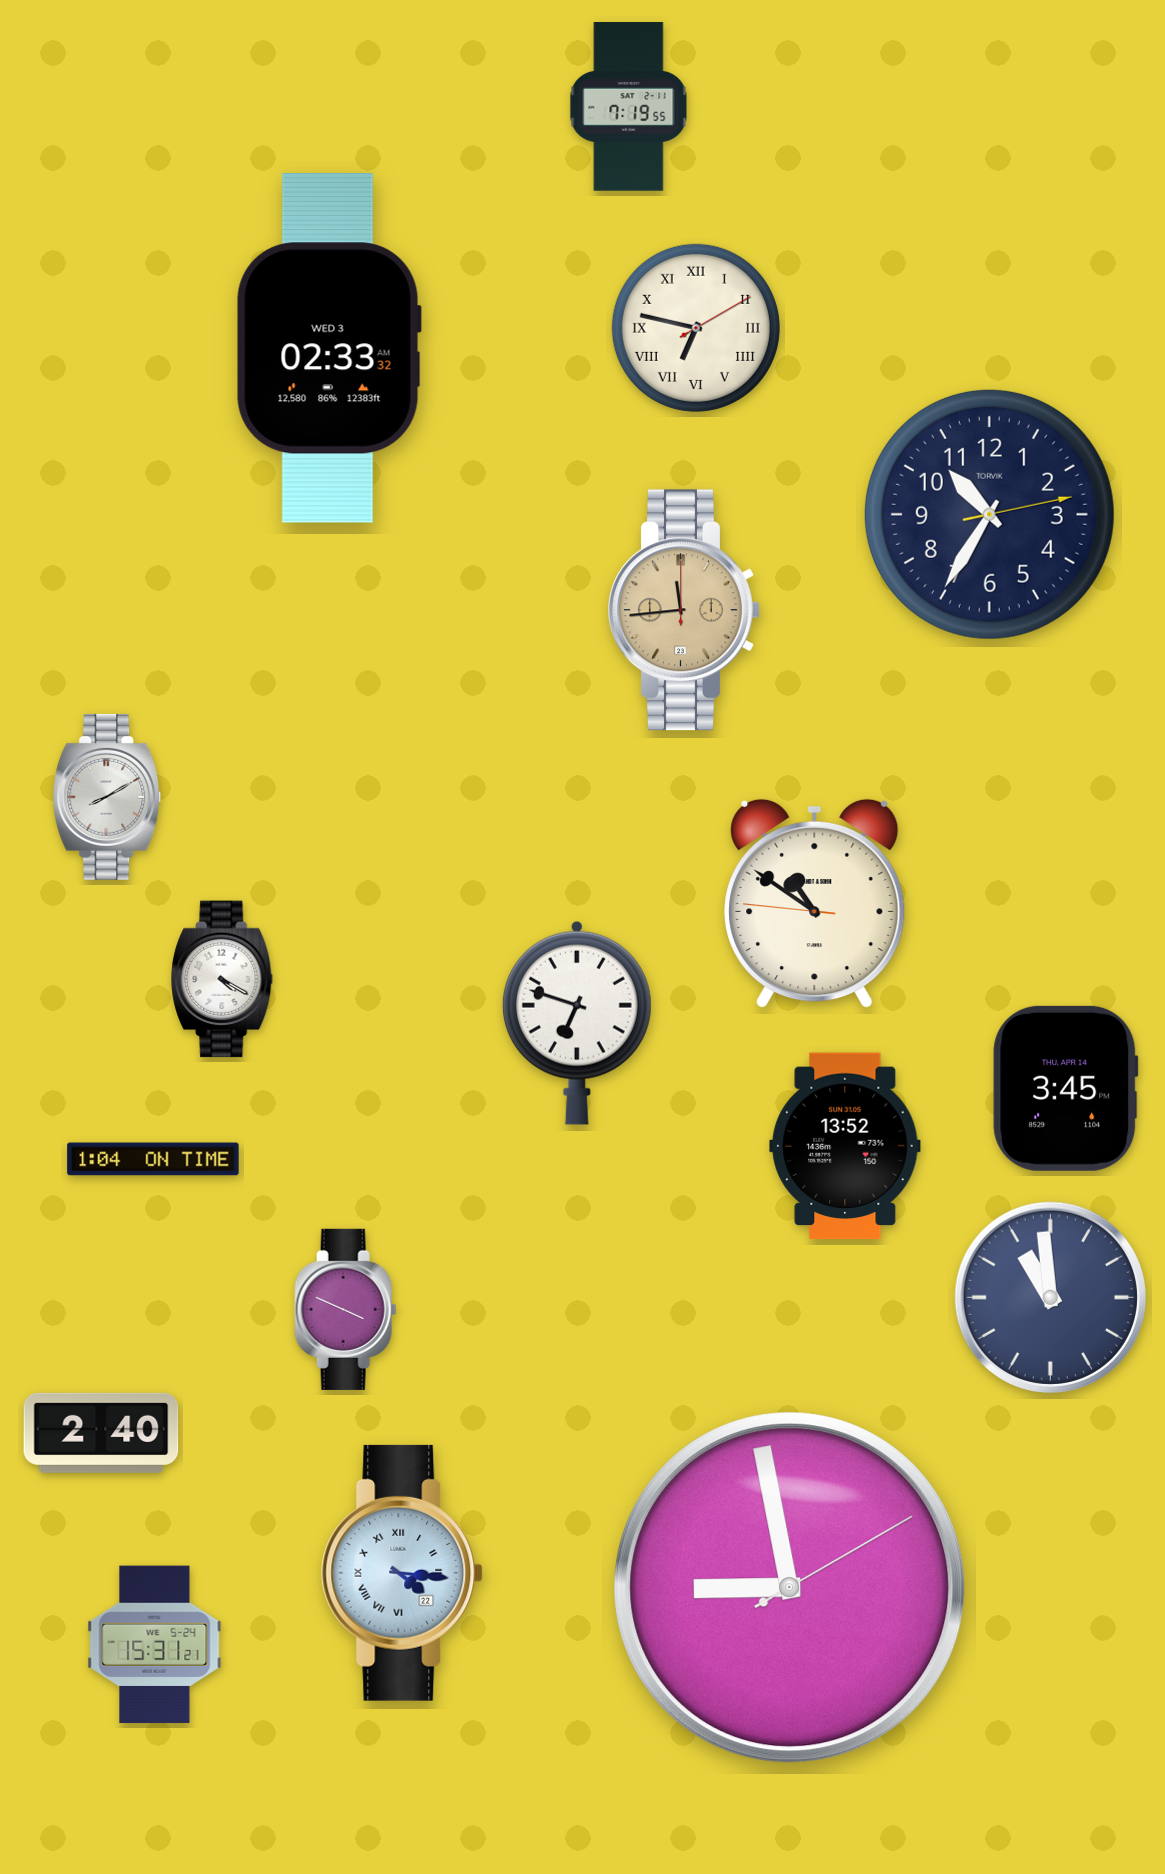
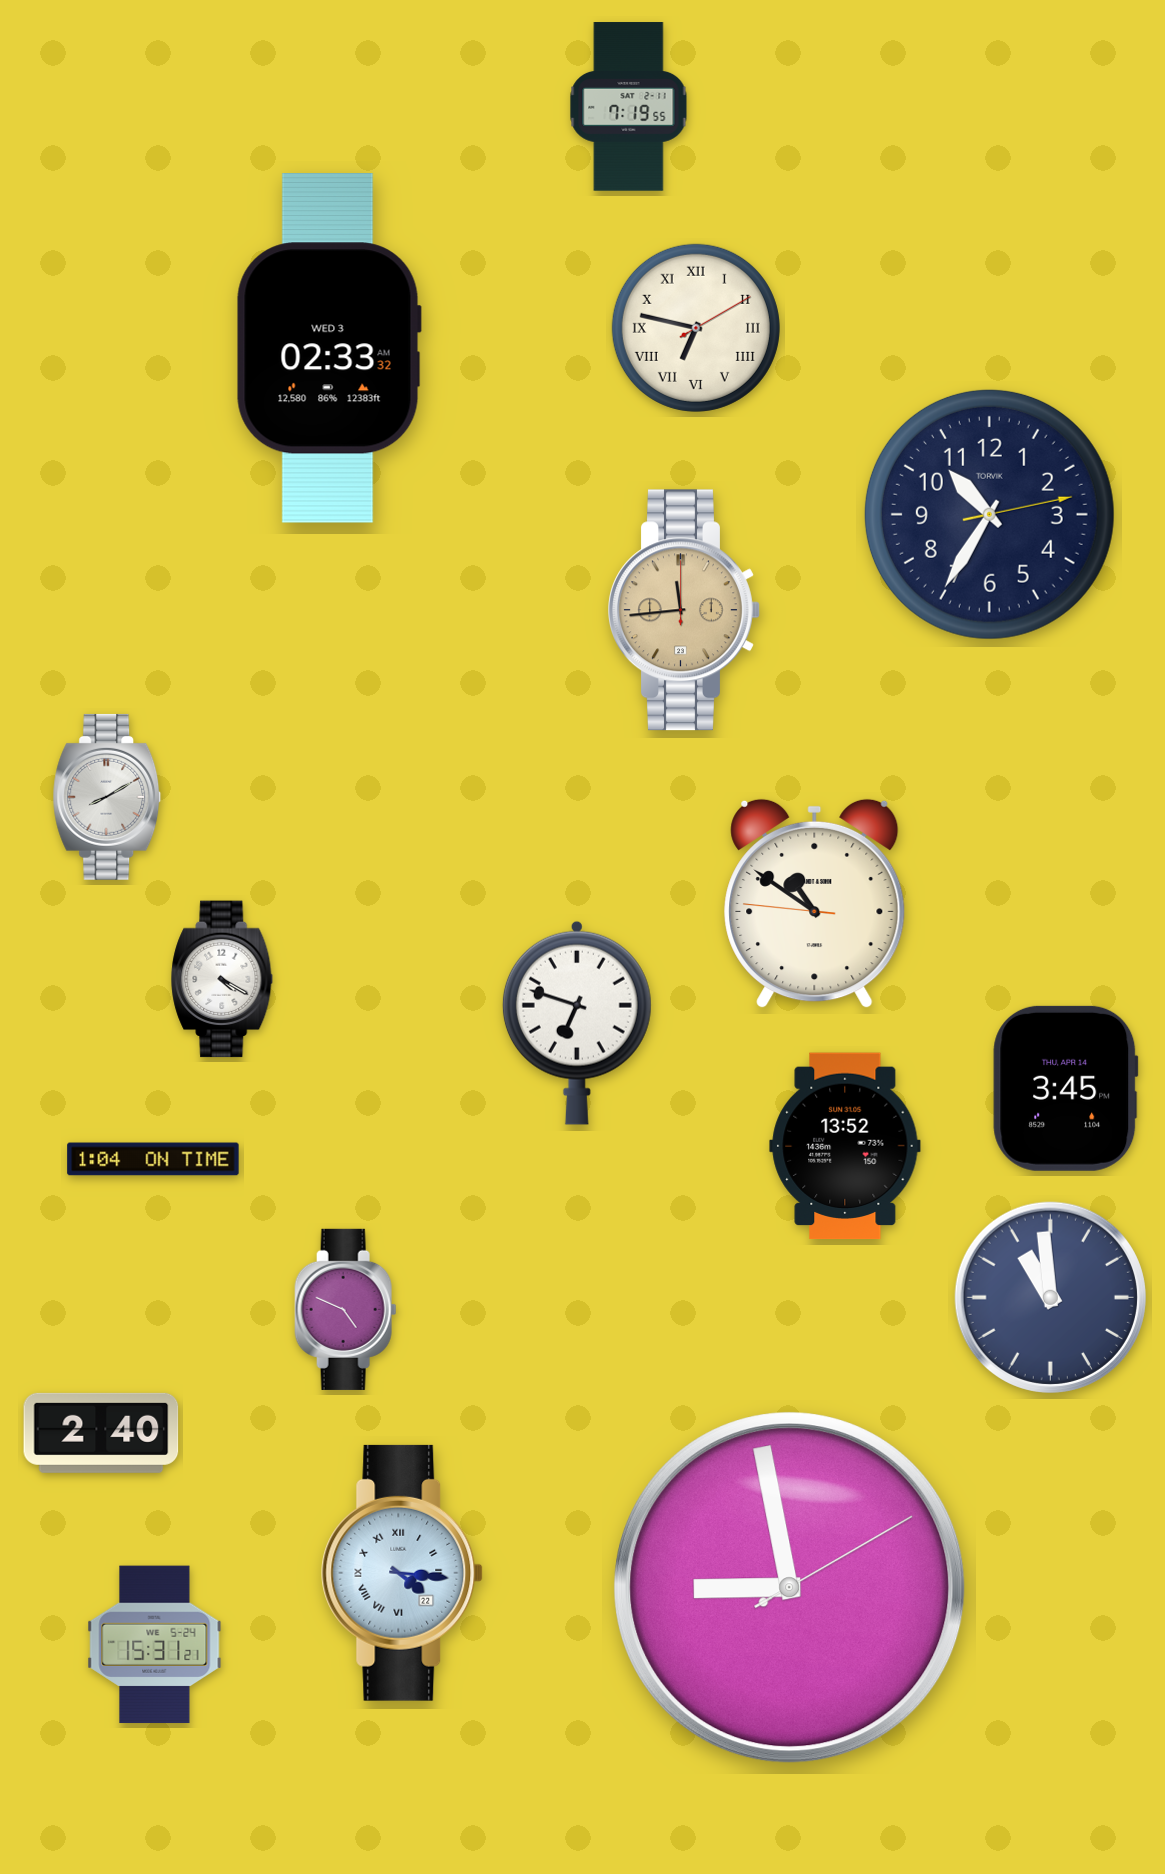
clock at (346, 1309): 3:49 -> 4:49
